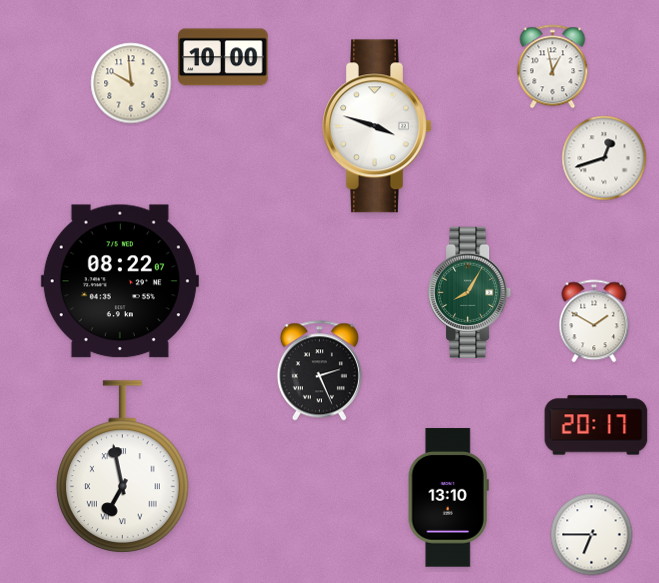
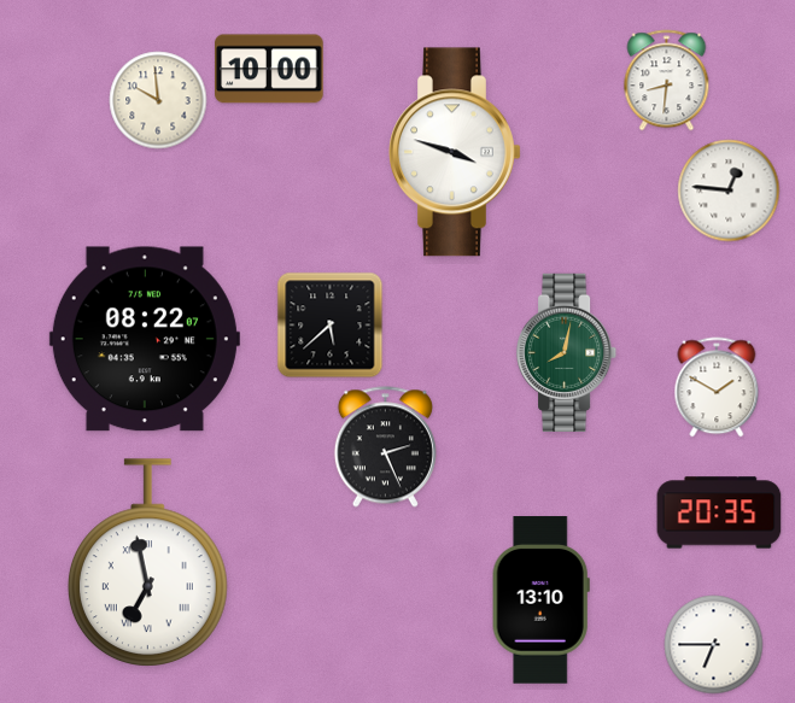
clock at (553, 67): 12:58 -> 8:31
clock at (604, 158): 12:42 -> 12:46
clock at (331, 326): none -> 5:38
clock at (471, 292): 8:05 -> 8:02
clock at (596, 425): 20:17 -> 20:35
